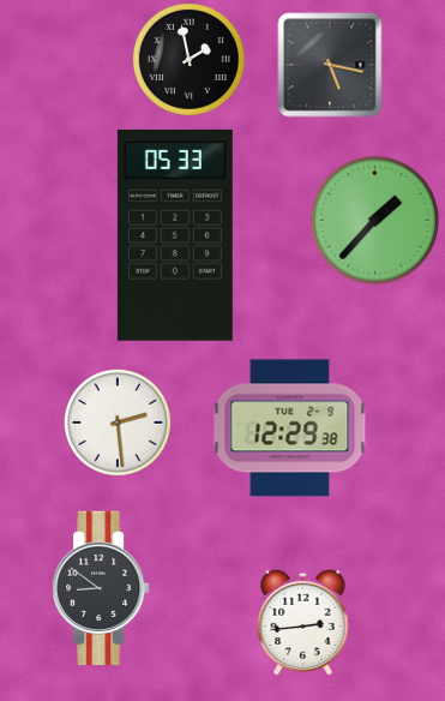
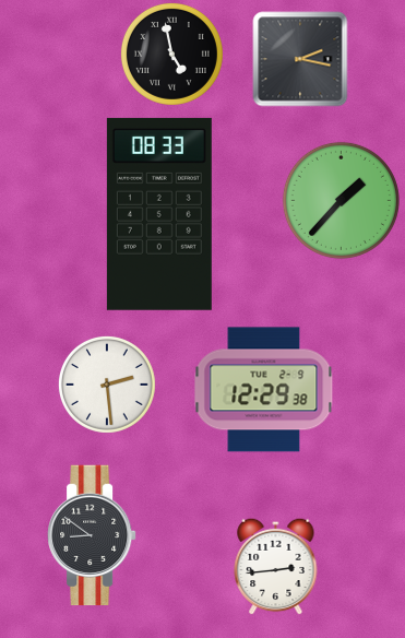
clock at (188, 59): 1:58 -> 4:58
clock at (330, 65): 5:17 -> 2:17
clock at (175, 235): 05:33 -> 08:33
